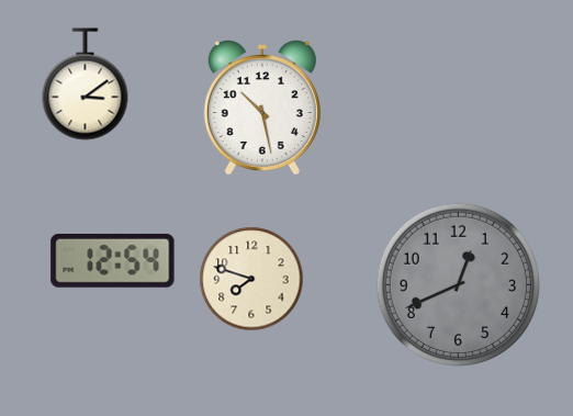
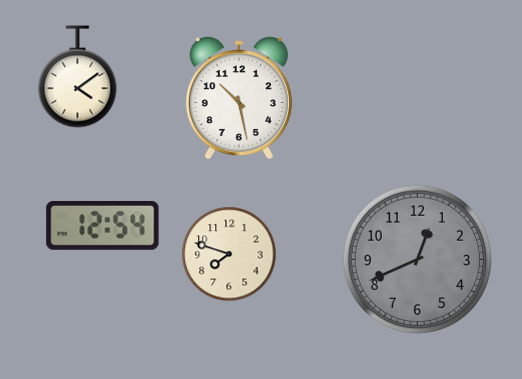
clock at (86, 85): 3:09 -> 4:09
clock at (113, 260) position: (113, 260) -> (103, 225)
